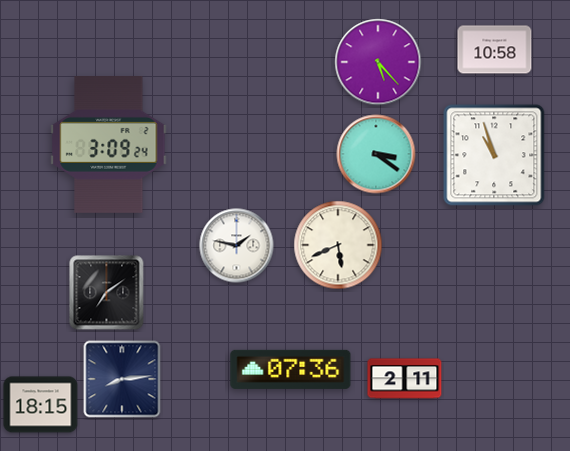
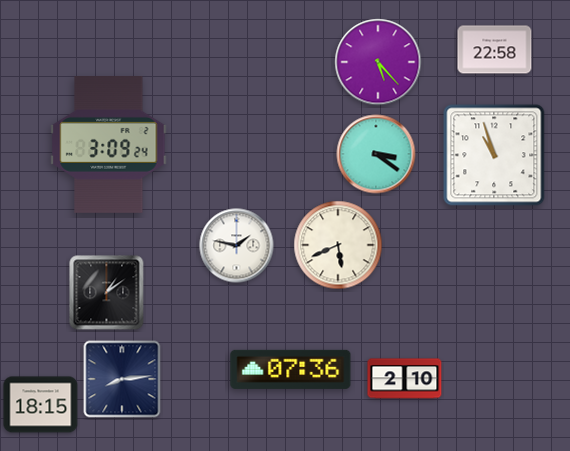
clock at (495, 50): 10:58 -> 22:58
clock at (107, 293): 7:09 -> 1:09
clock at (405, 379): 2:11 -> 2:10
